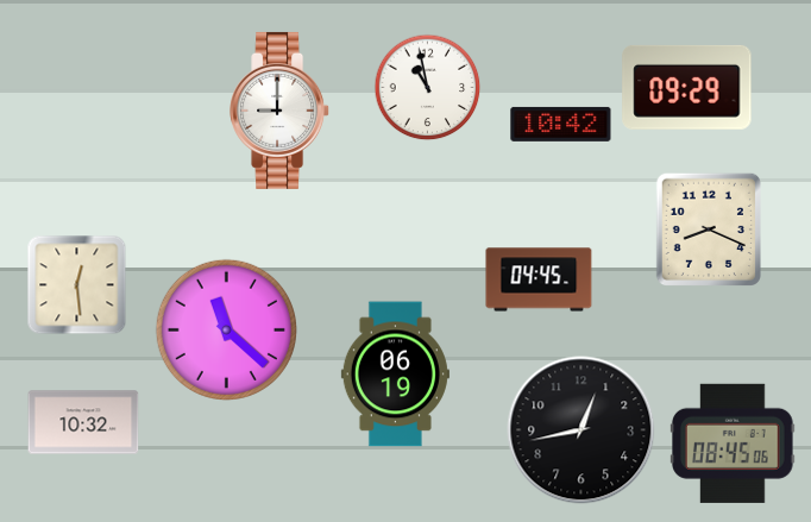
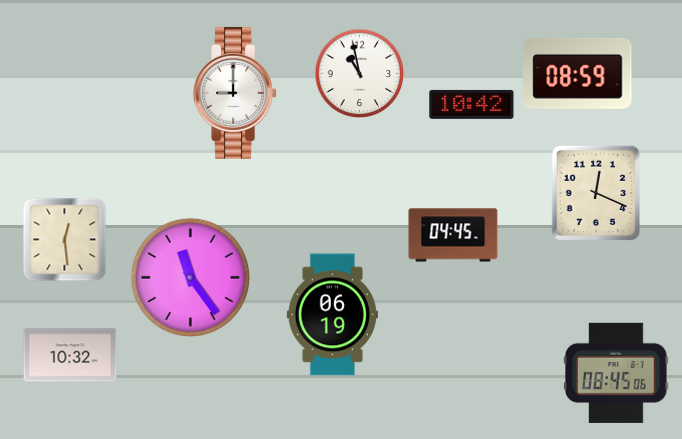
clock at (687, 87): 09:29 -> 08:59
clock at (708, 228): 8:19 -> 12:19
clock at (226, 329): 11:22 -> 11:24
clock at (581, 430): 12:43 -> none
